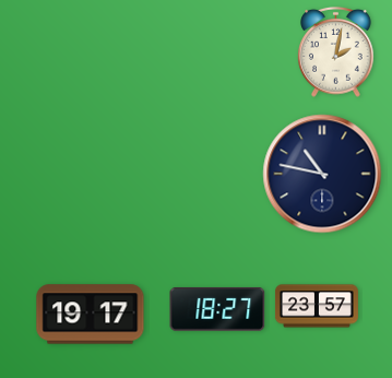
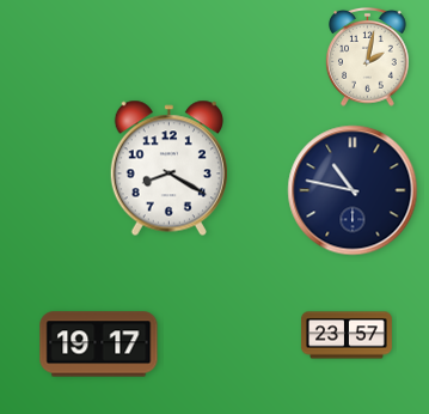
clock at (168, 169): none -> 8:20
clock at (217, 309): 18:27 -> none
